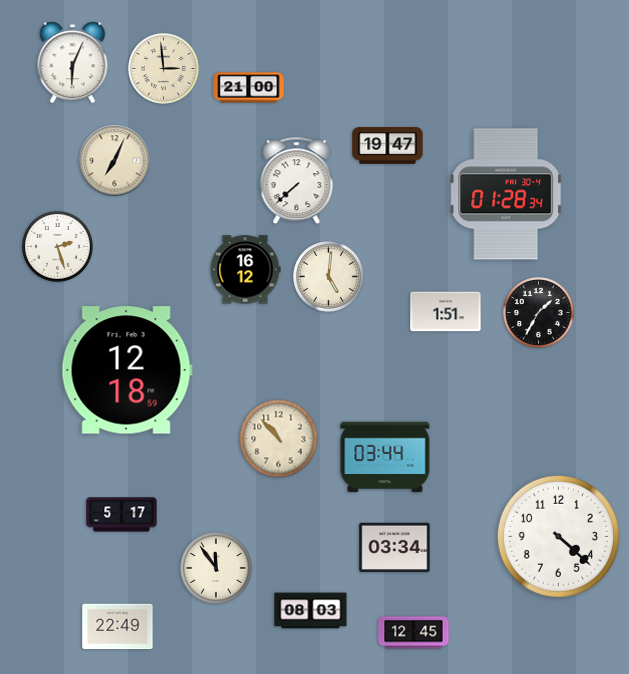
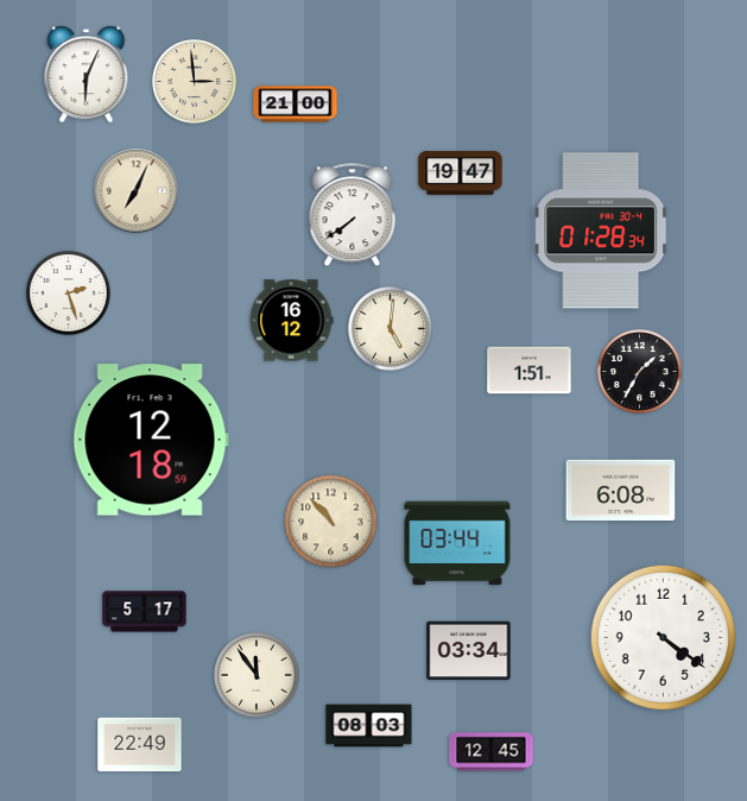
clock at (297, 181): 7:38 -> 7:39
clock at (621, 491): none -> 6:08
clock at (558, 536): 4:22 -> 4:21
